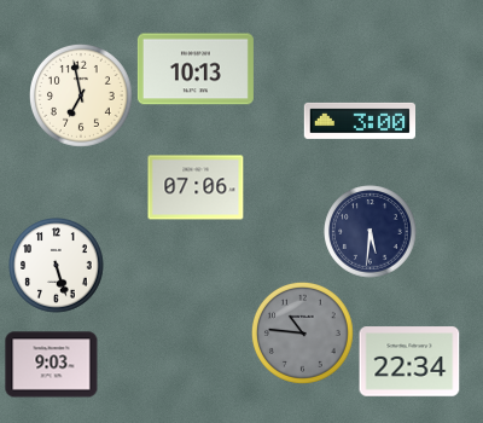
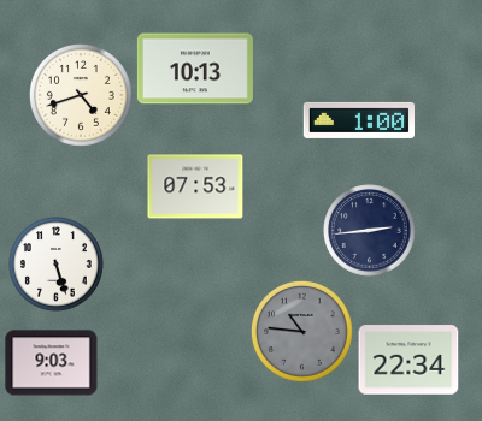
clock at (81, 95): 6:58 -> 4:42
clock at (359, 121): 3:00 -> 1:00
clock at (196, 187): 07:06 -> 07:53
clock at (371, 232): 5:31 -> 2:44
